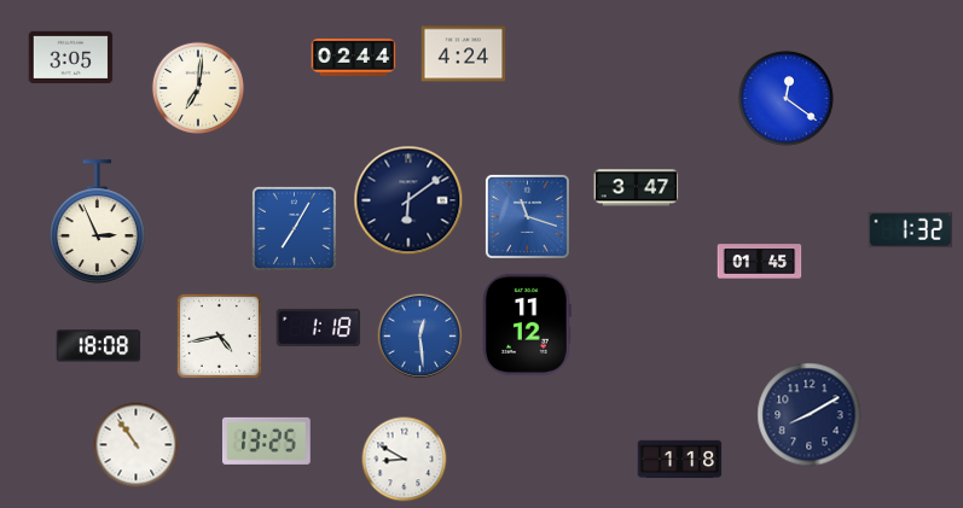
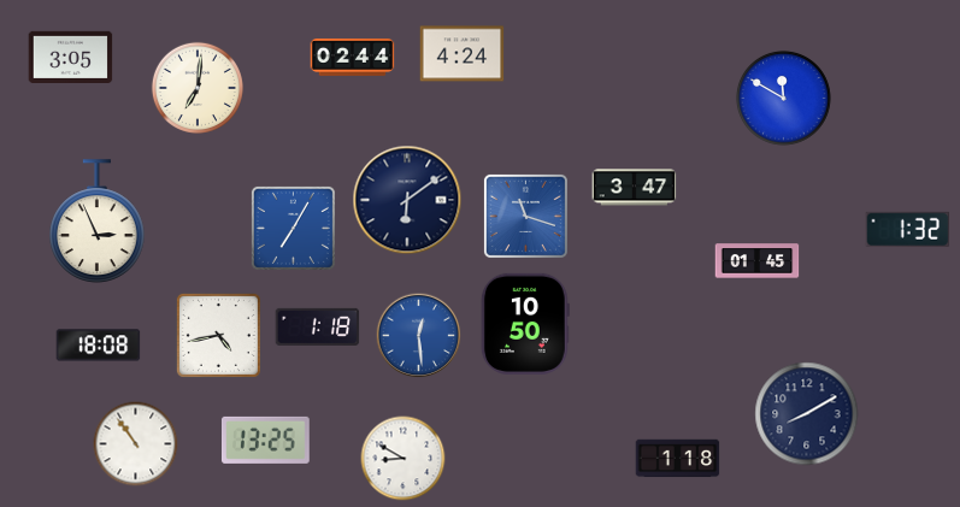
clock at (785, 98): 12:21 -> 11:50
clock at (527, 325): 11:12 -> 10:50
